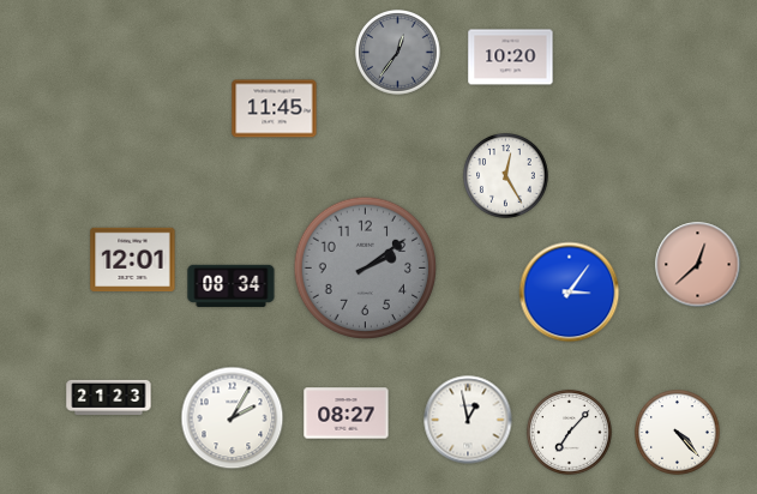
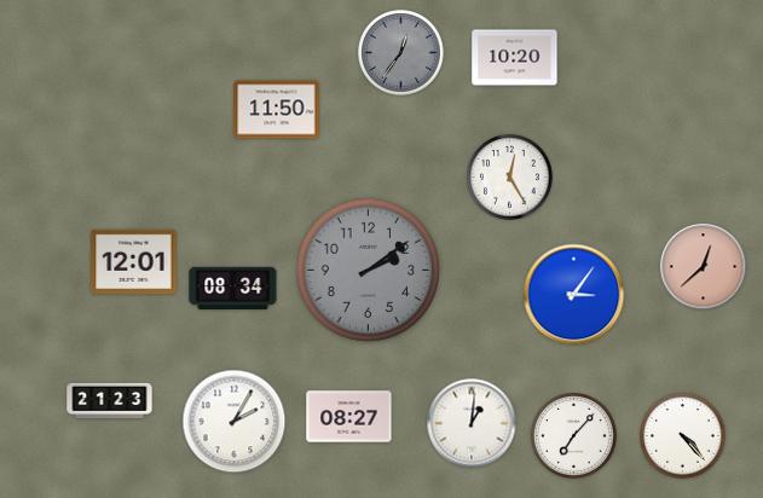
clock at (275, 109): 11:45 -> 11:50
clock at (468, 420): 12:58 -> 1:01
